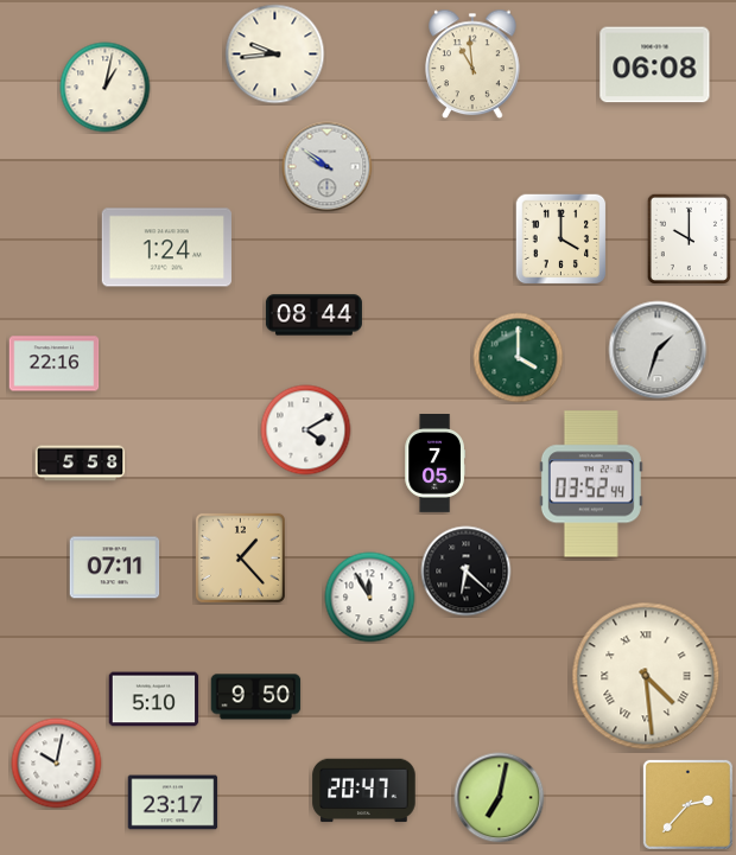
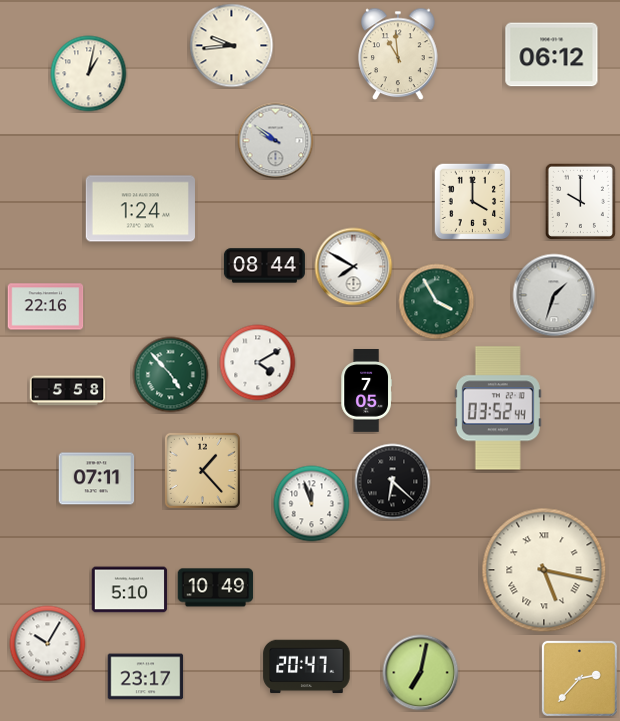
clock at (655, 65): 06:08 -> 06:12
clock at (354, 267): none -> 7:50
clock at (519, 358): 4:00 -> 3:55
clock at (171, 375): none -> 4:53
clock at (370, 598): 11:55 -> 11:57
clock at (646, 676): 4:29 -> 5:17
clock at (256, 697): 9:50 -> 10:49
clock at (57, 764): 10:02 -> 10:05
